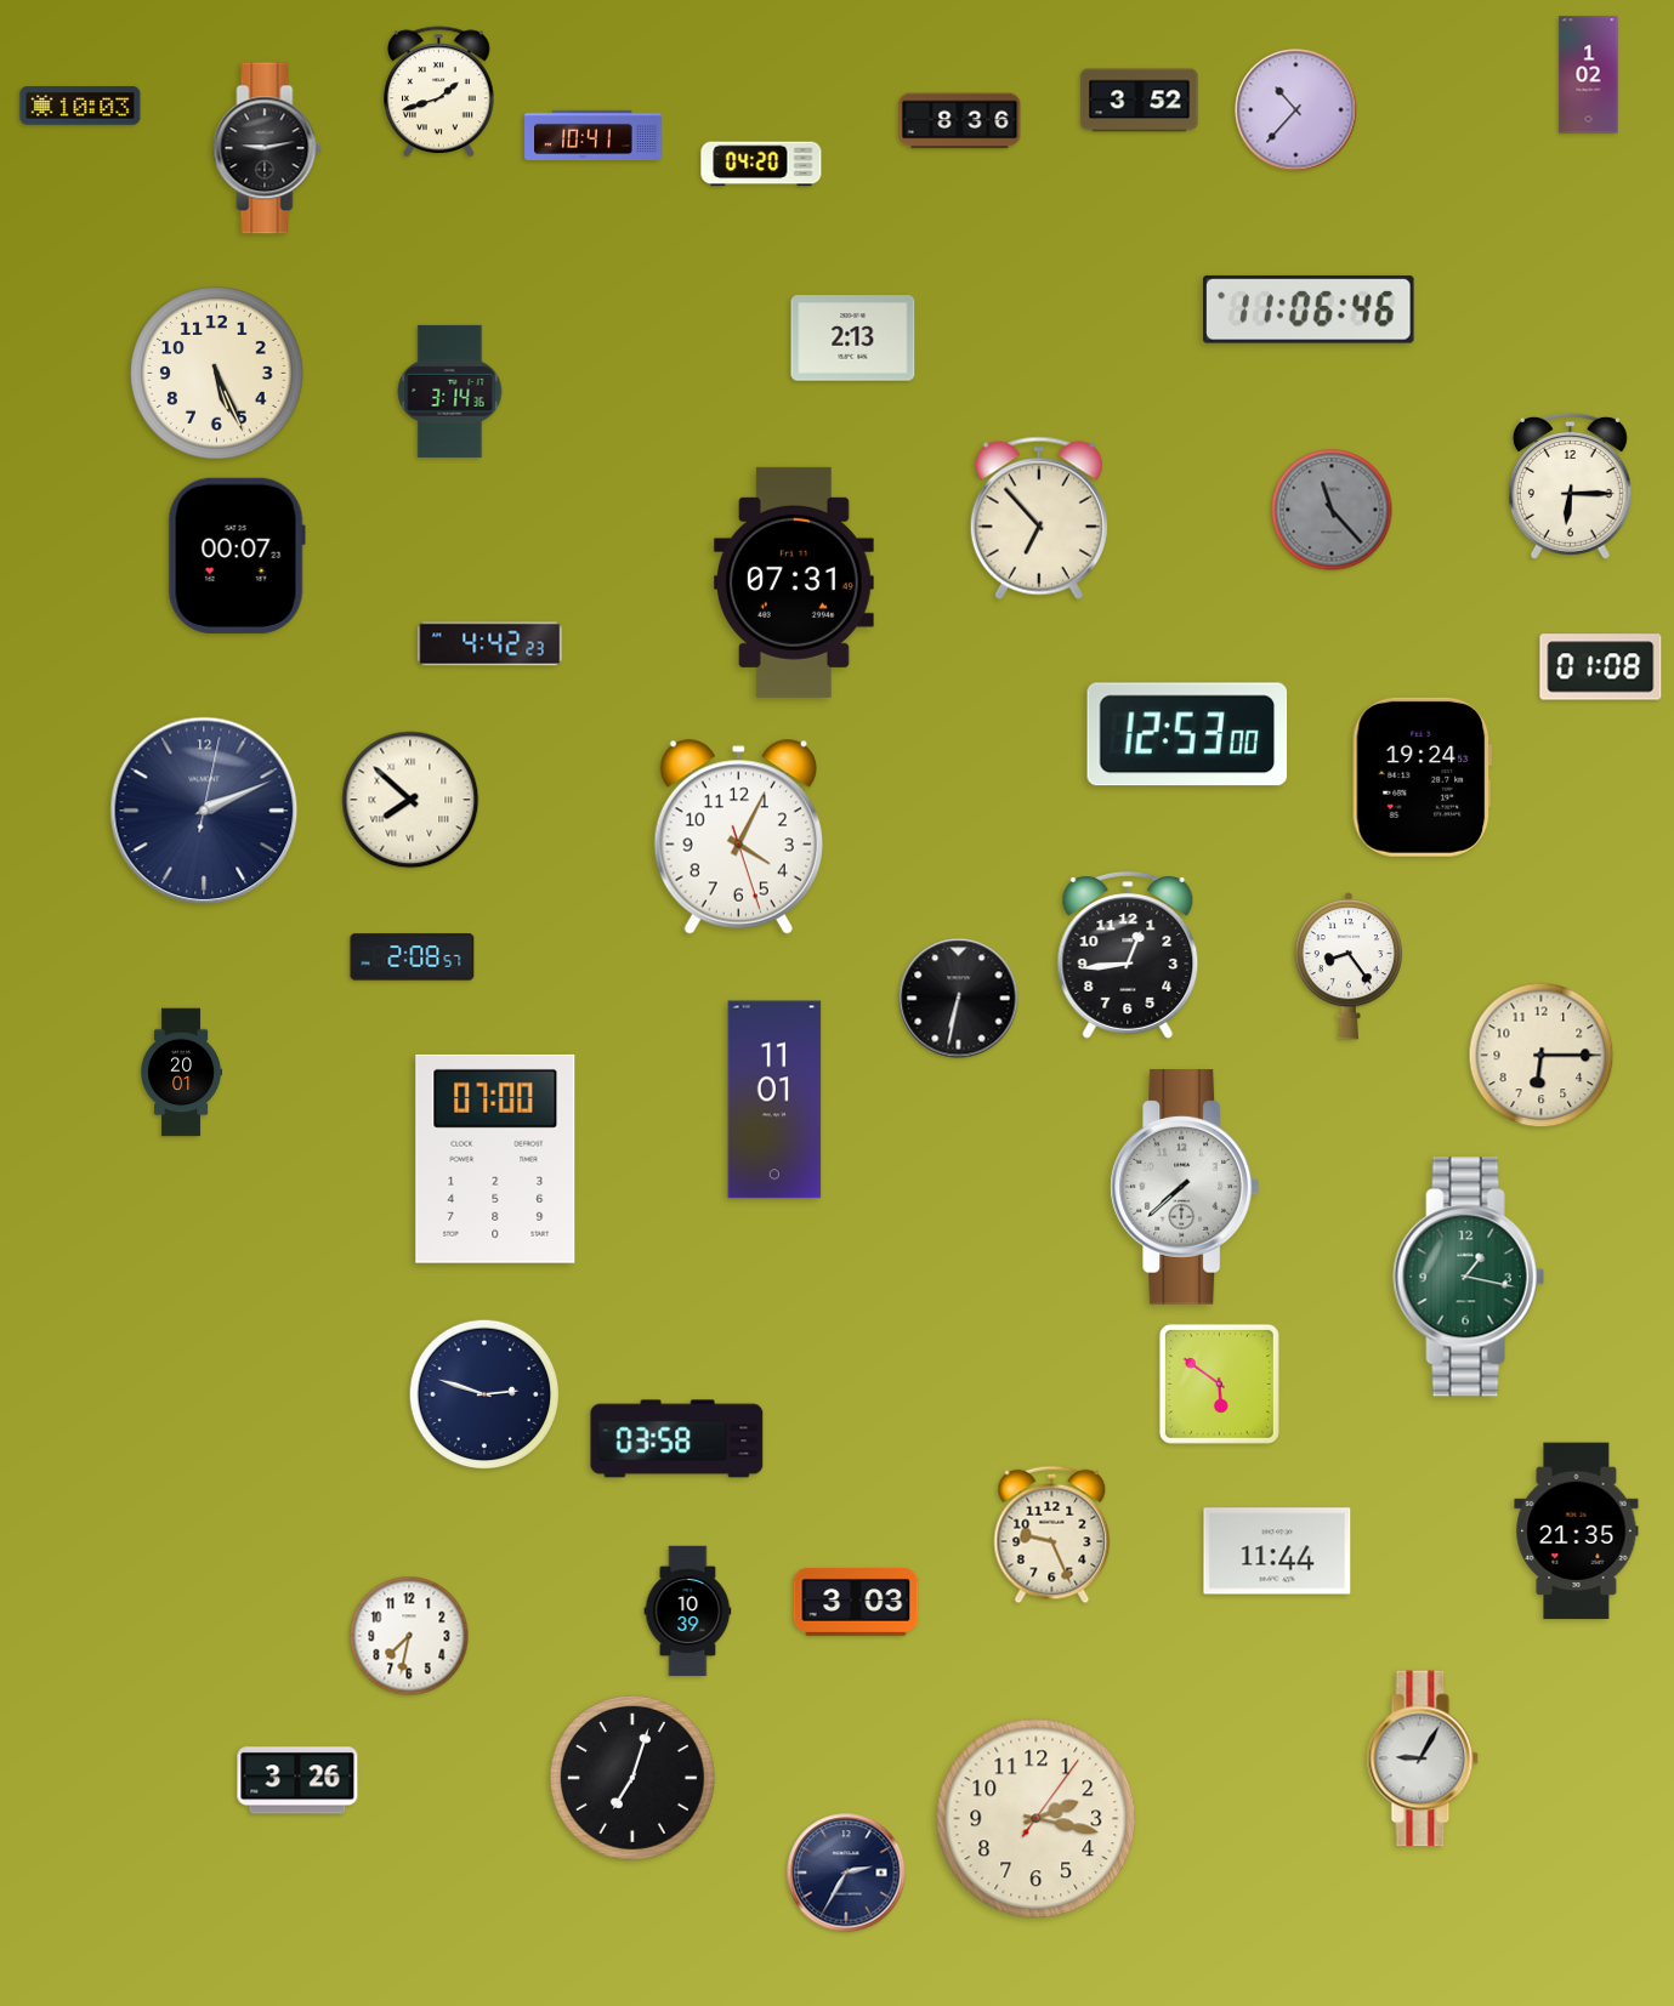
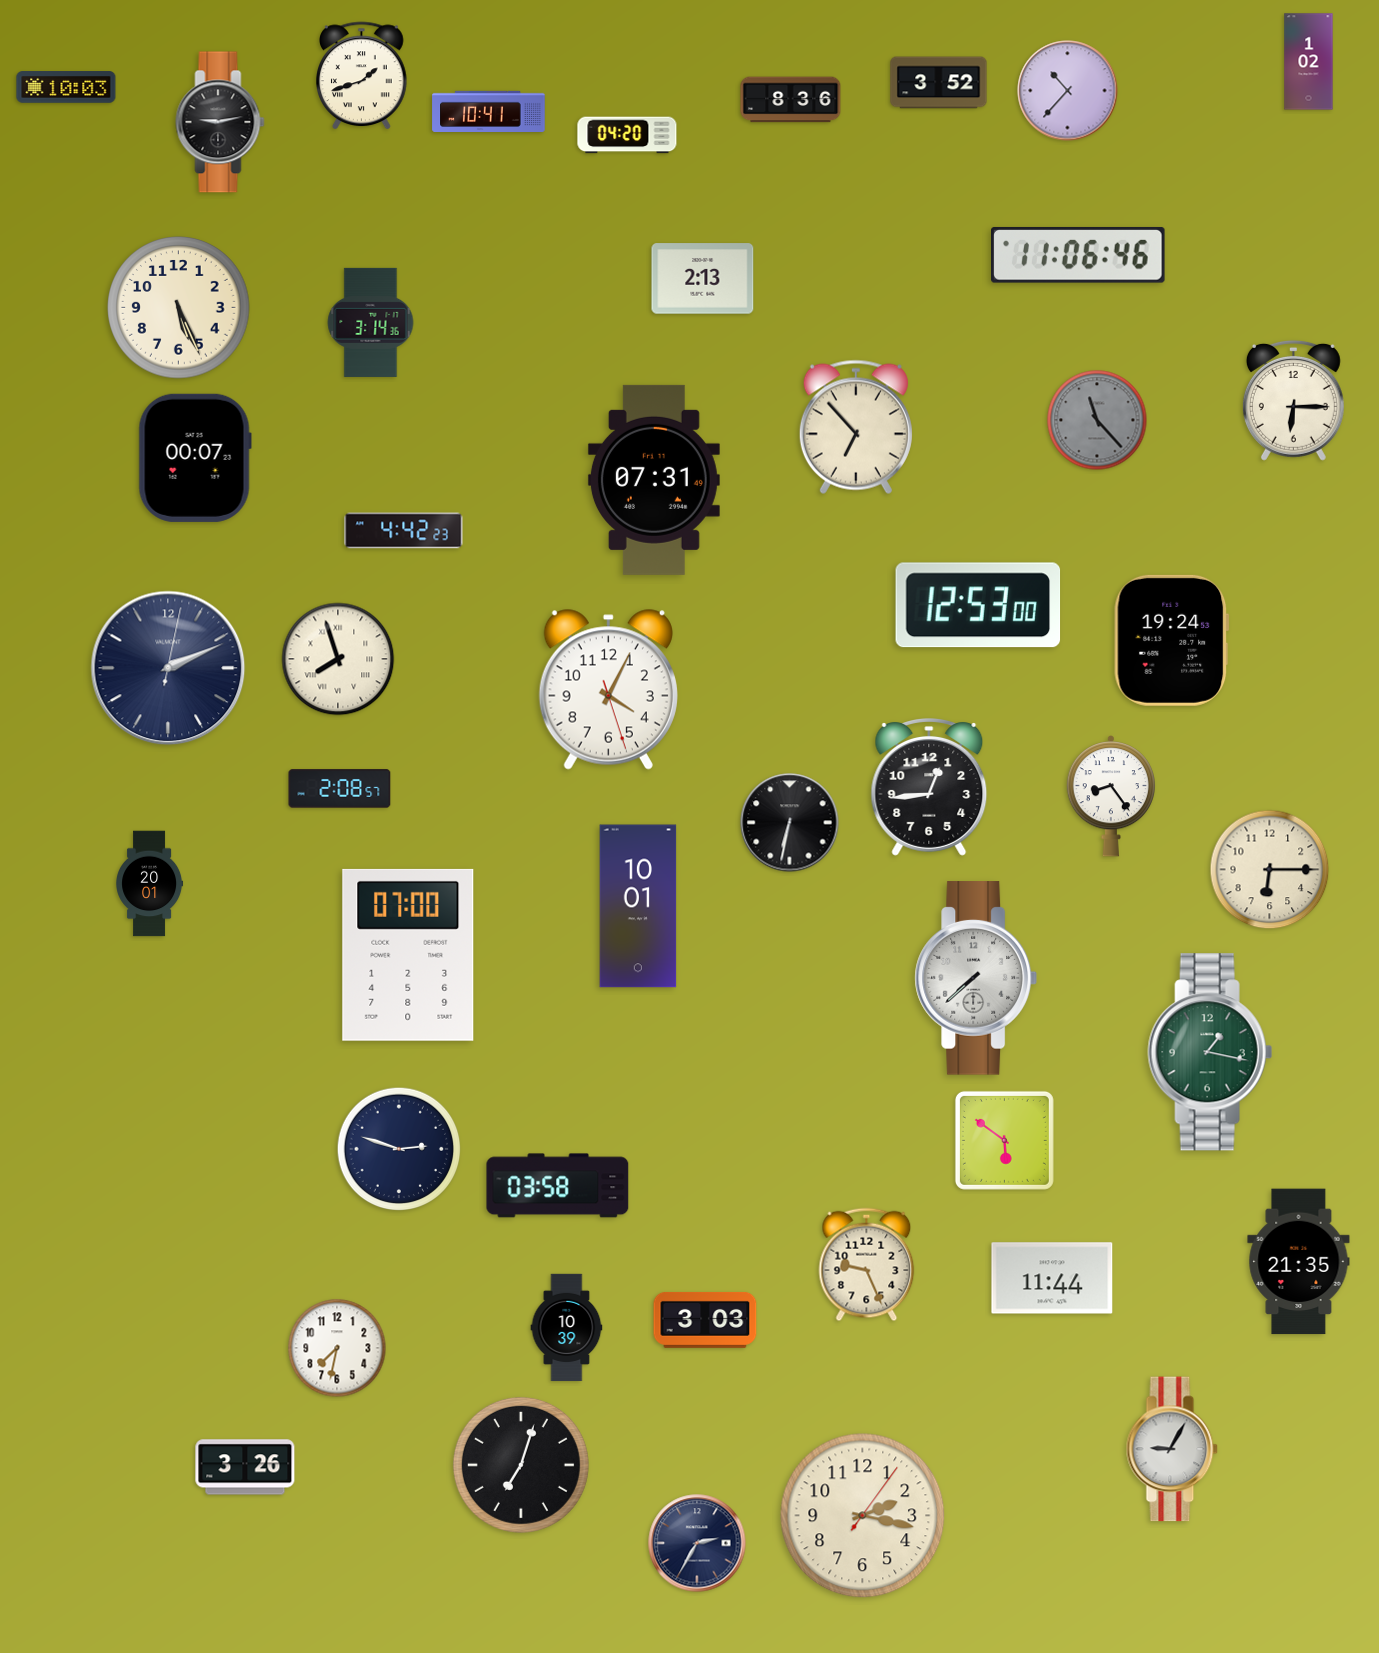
clock at (1601, 667): 01:08 -> none
clock at (410, 800): 7:52 -> 7:57
clock at (774, 1099): 11:01 -> 10:01
clock at (1037, 1819) position: (1037, 1819) -> (863, 1516)
